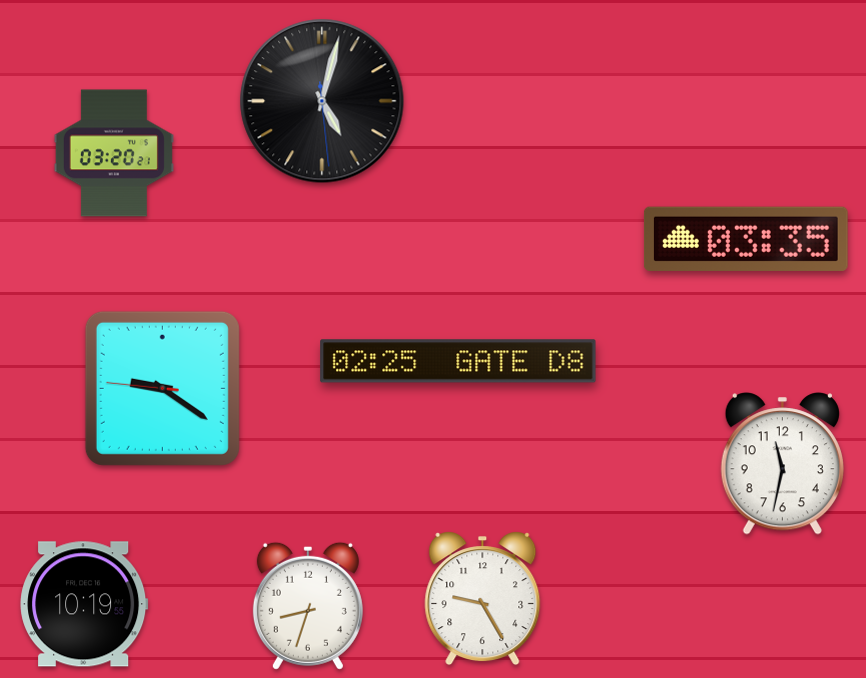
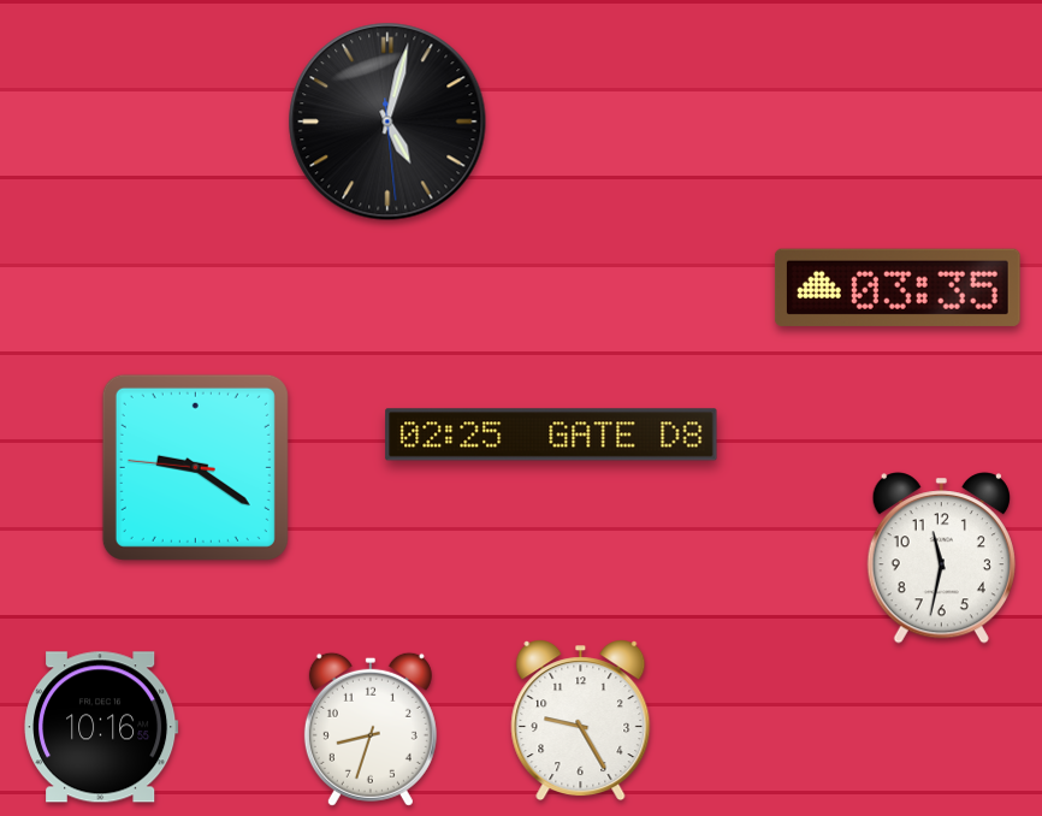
clock at (114, 153): 03:20 -> none
clock at (84, 604): 10:19 -> 10:16
